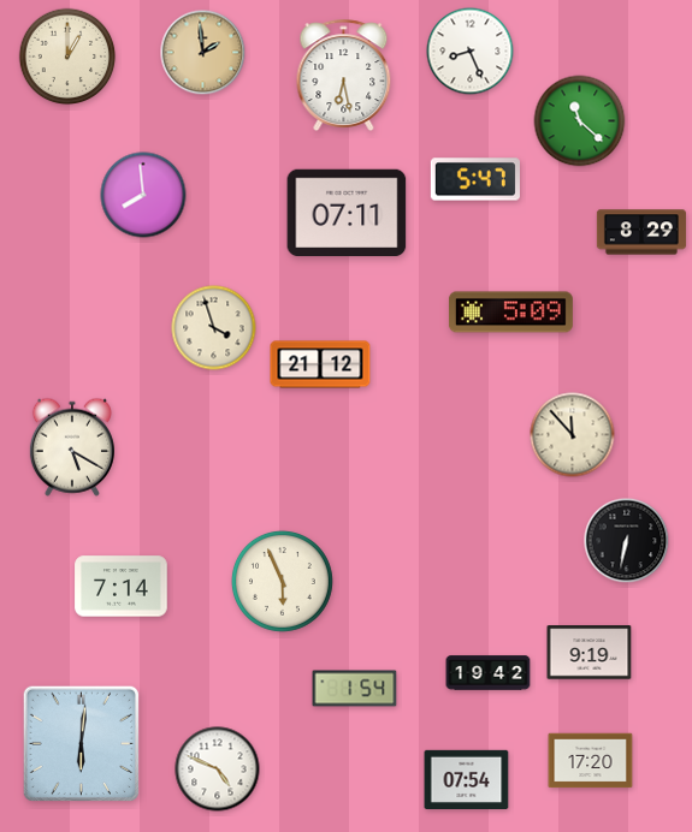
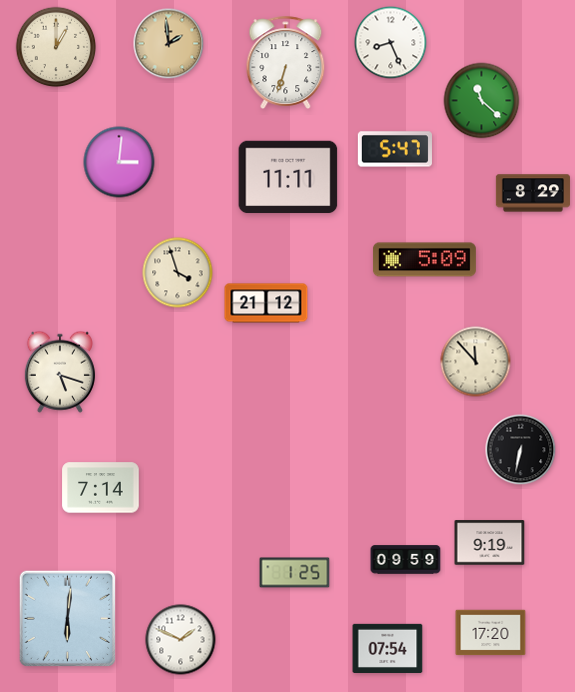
clock at (344, 75): 6:28 -> 6:33
clock at (143, 195): 7:59 -> 3:01
clock at (347, 213): 07:11 -> 11:11
clock at (72, 447): 5:20 -> 5:18
clock at (282, 581): 5:56 -> none
clock at (489, 673): 19:42 -> 09:59
clock at (355, 689): 1:54 -> 1:25
clock at (218, 769): 4:49 -> 1:49
